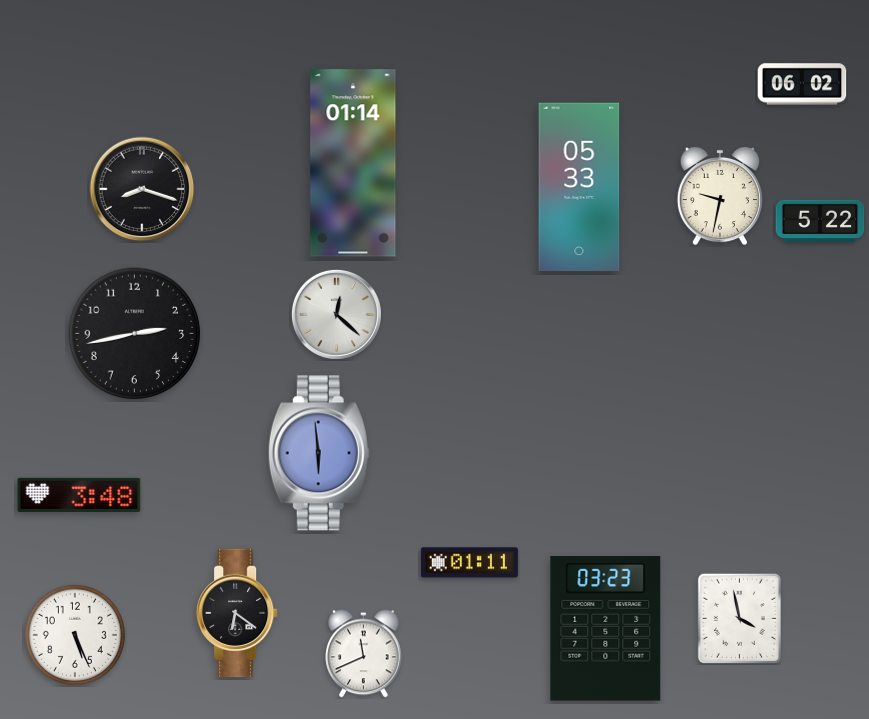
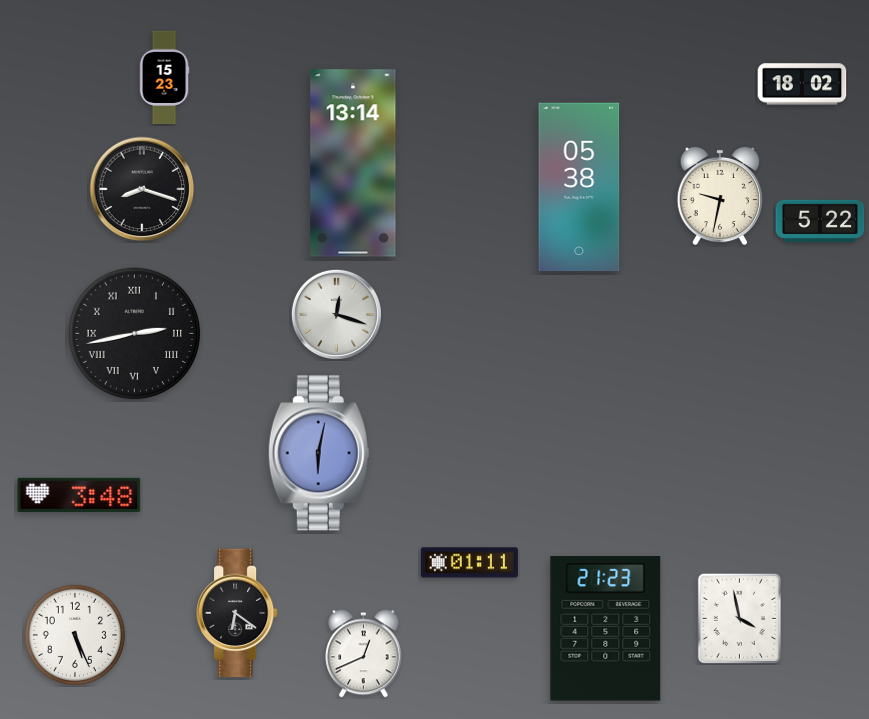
clock at (164, 78): none -> 15:23
clock at (802, 84): 06:02 -> 18:02
clock at (353, 163): 01:14 -> 13:14
clock at (579, 187): 05:33 -> 05:38
clock at (336, 314): 12:22 -> 12:18
clock at (135, 334) numerals: Arabic -> Roman
clock at (319, 453): 5:59 -> 6:02
clock at (606, 629): 03:23 -> 21:23
clock at (364, 654): 11:41 -> 12:41
